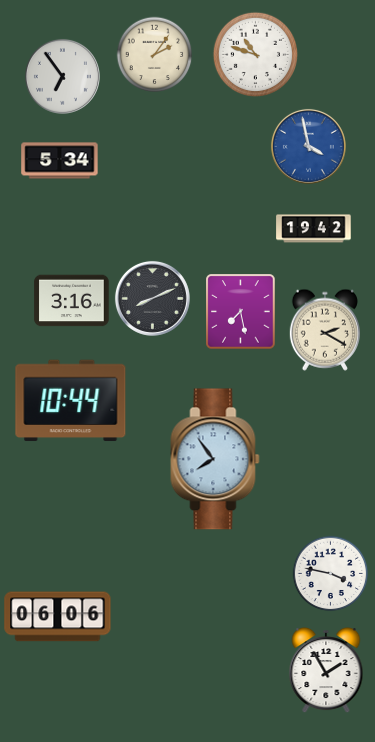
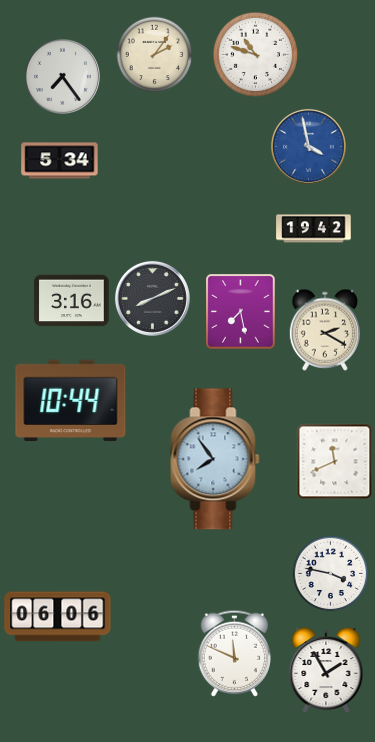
clock at (62, 76): 6:54 -> 7:24
clock at (335, 462): none -> 11:41
clock at (234, 653): none -> 11:49
